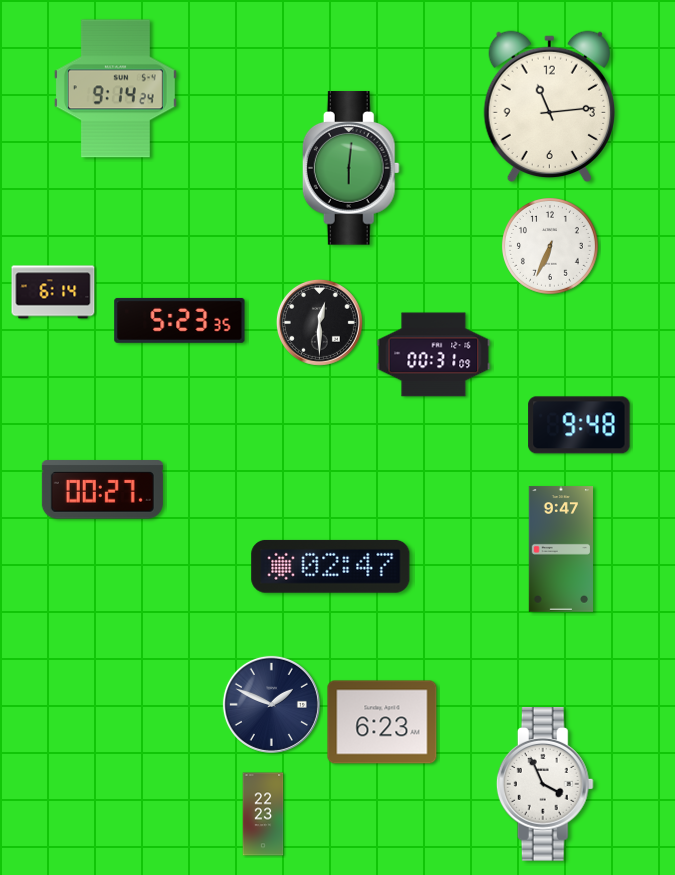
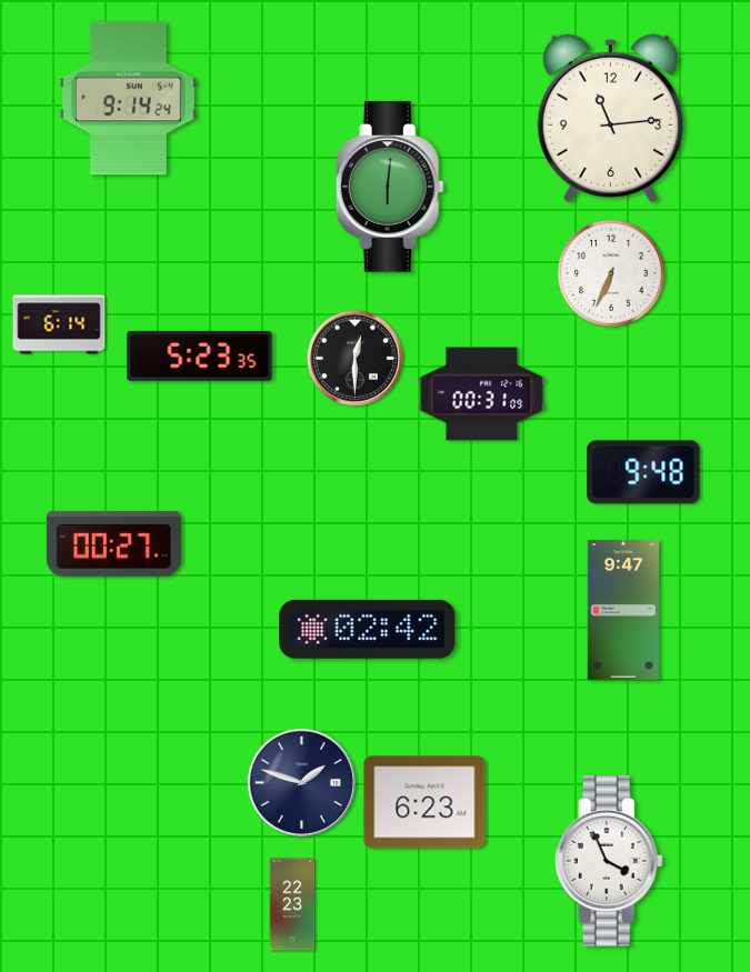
clock at (331, 566): 02:47 -> 02:42
clock at (271, 704): 1:49 -> 1:48
clock at (545, 784) position: (545, 784) -> (609, 861)
